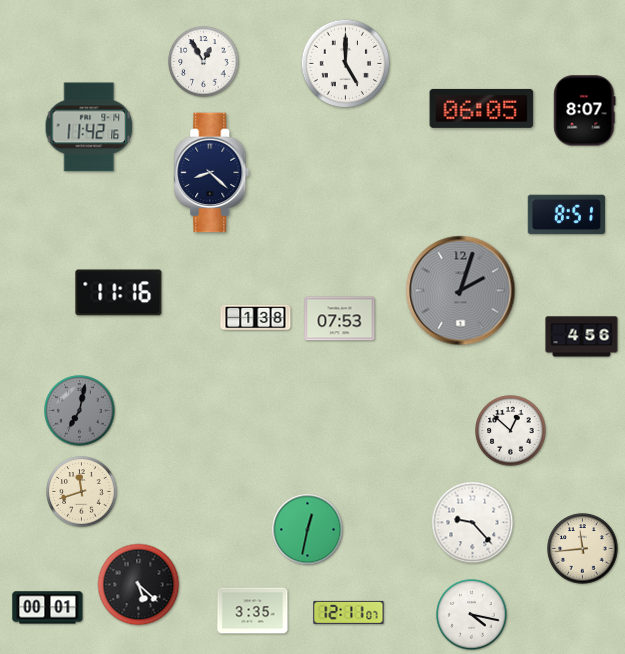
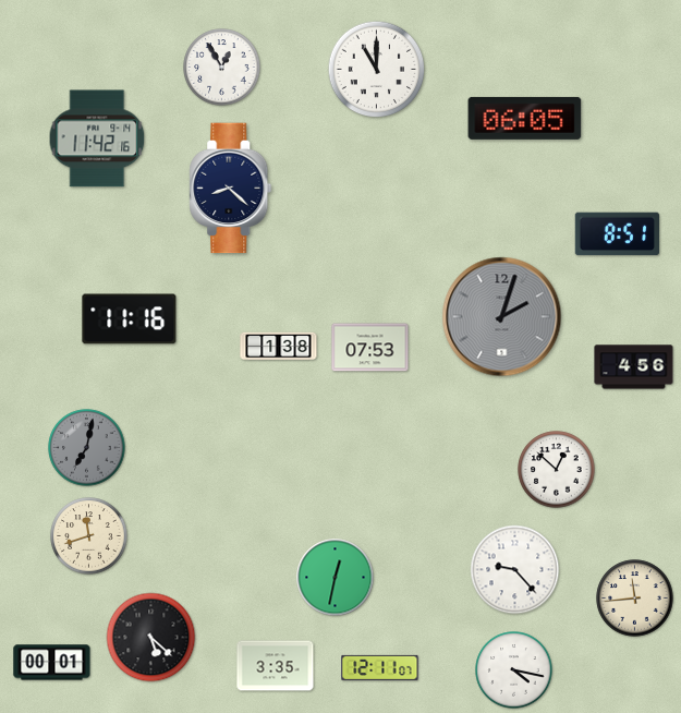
clock at (346, 64): 5:00 -> 11:00
clock at (585, 111): 8:07 -> none
